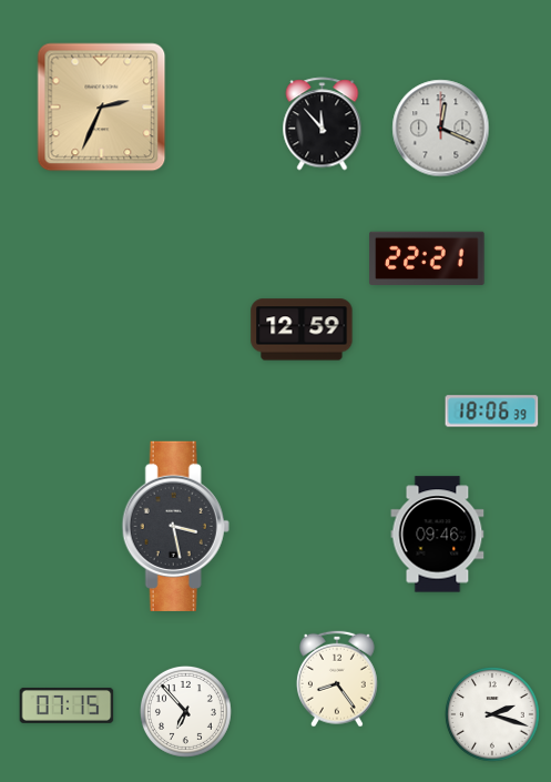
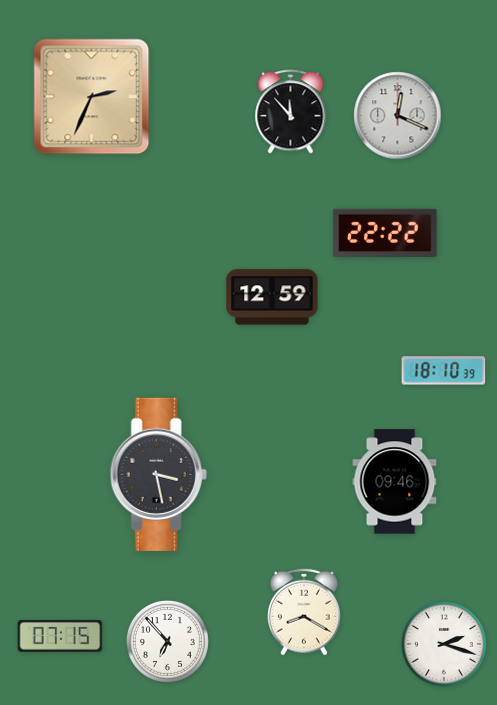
clock at (427, 257): 22:21 -> 22:22
clock at (492, 412): 18:06 -> 18:10
clock at (337, 679): 8:24 -> 8:20
